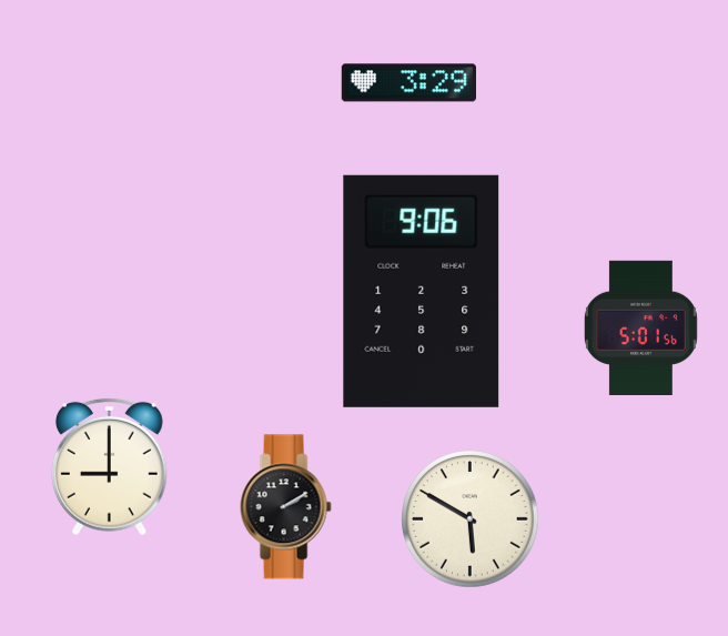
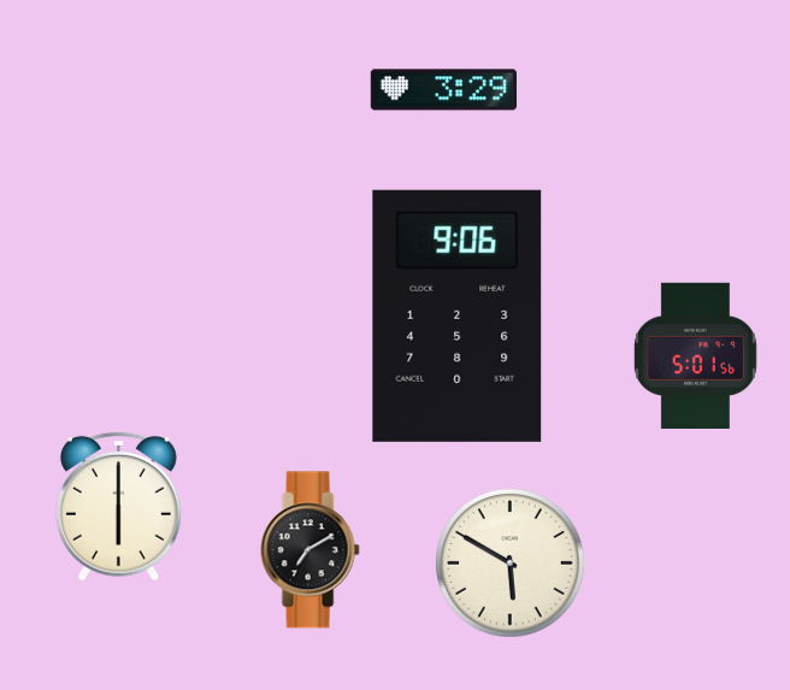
clock at (109, 466): 9:00 -> 6:00
clock at (285, 507): 2:10 -> 7:10
